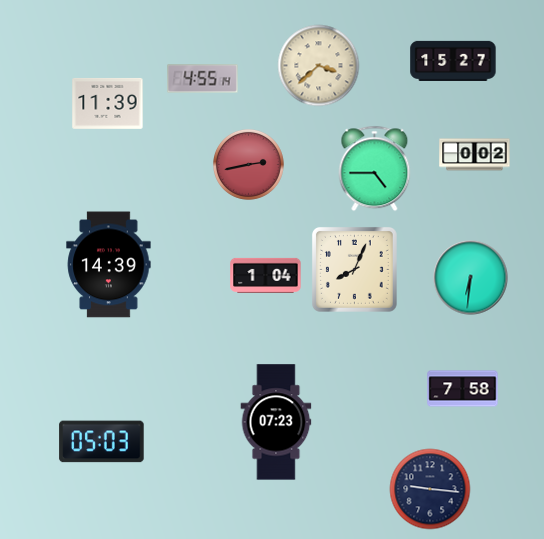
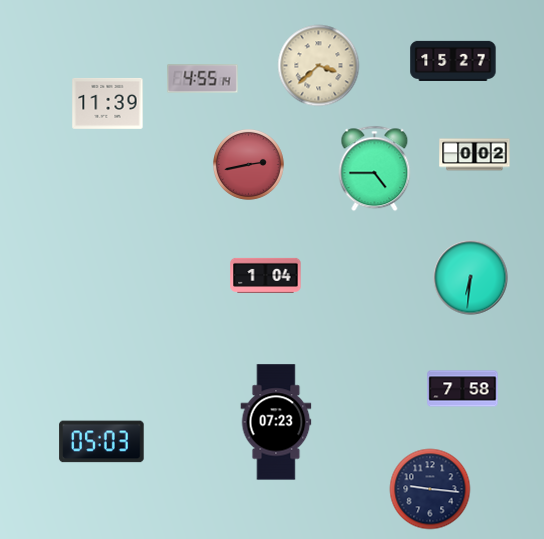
clock at (109, 265): 14:39 -> none
clock at (354, 269): 8:04 -> none
